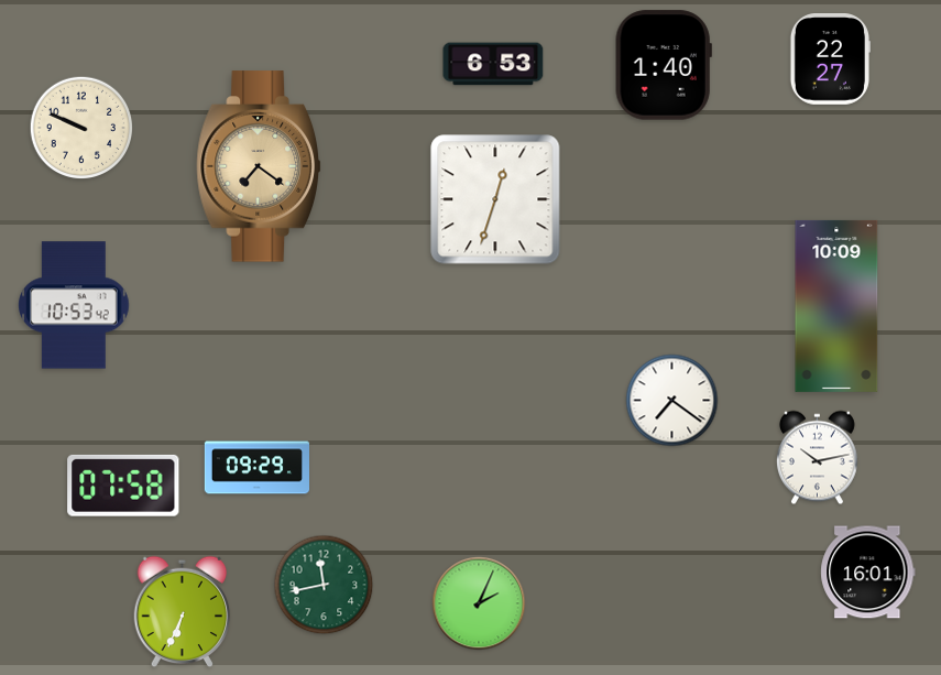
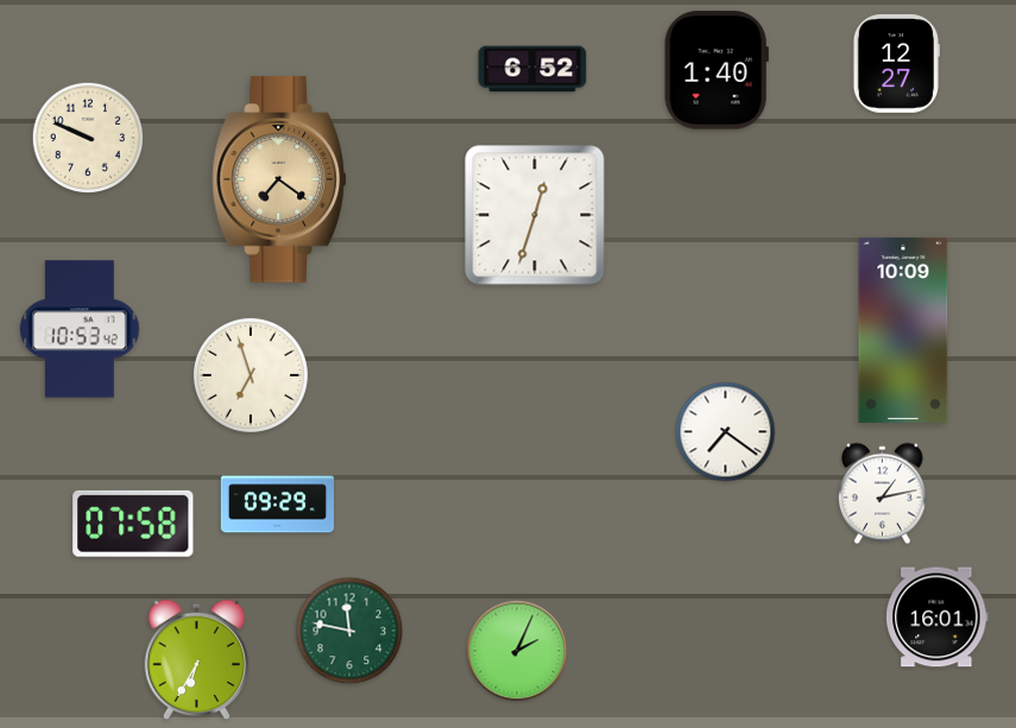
clock at (830, 59): 22:27 -> 12:27
clock at (493, 64): 6:53 -> 6:52
clock at (251, 375): none -> 6:57
clock at (817, 458): 10:13 -> 1:13
clock at (324, 585): 11:43 -> 11:47
clock at (183, 612): 6:34 -> 6:35
